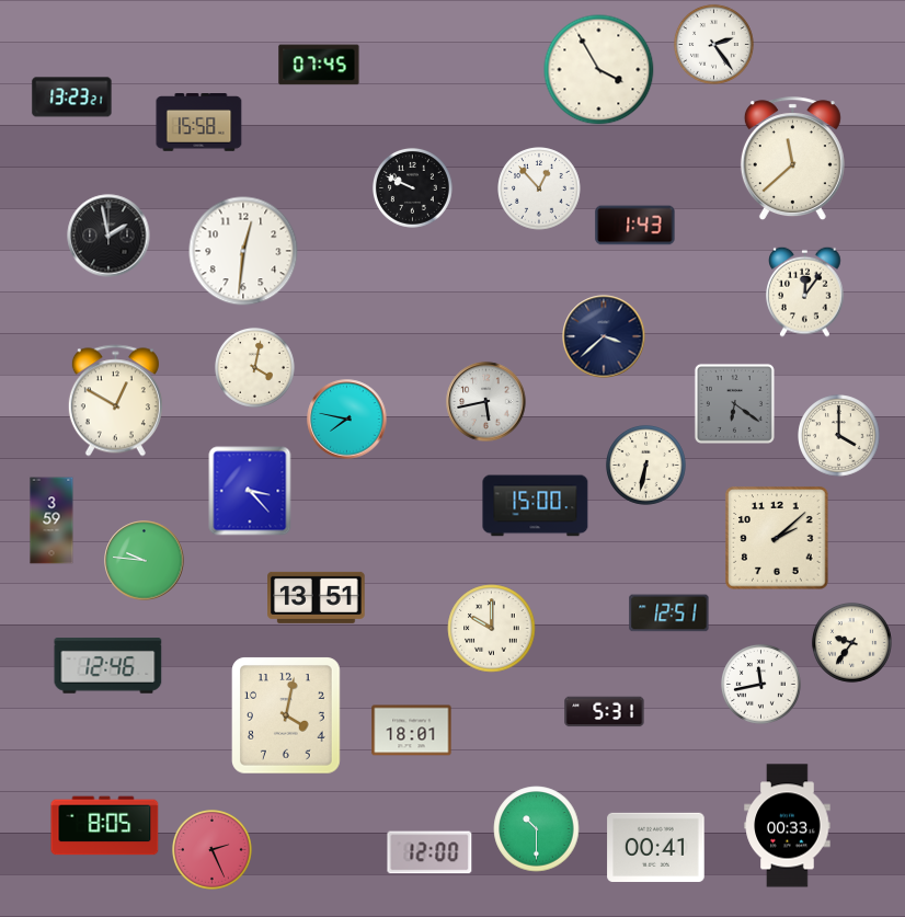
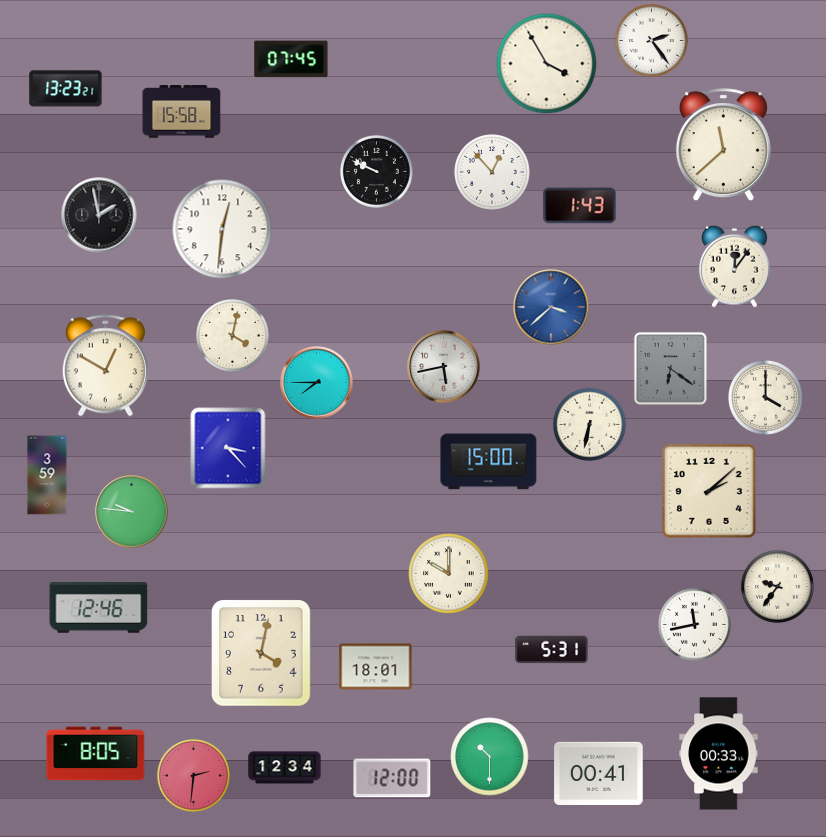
clock at (604, 336) dial: navy -> blue
clock at (347, 420): 7:47 -> 7:45
clock at (317, 597): 13:51 -> none
clock at (669, 614): 12:51 -> none
clock at (285, 768): none -> 12:34
clock at (213, 850): 2:26 -> 2:31
